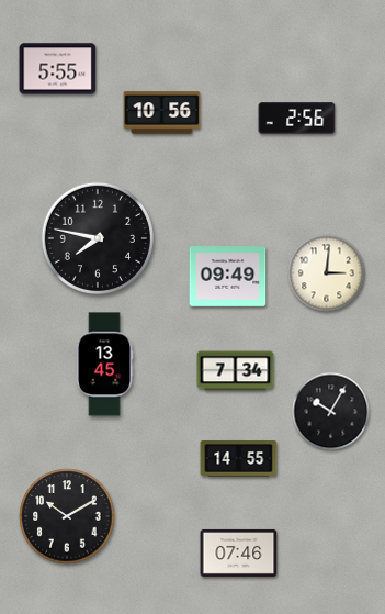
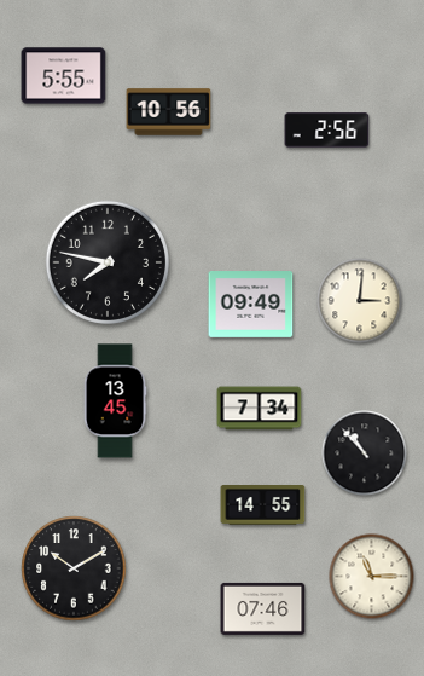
clock at (162, 113) position: (162, 113) -> (169, 112)
clock at (331, 412): 10:05 -> 10:53
clock at (372, 577): none -> 11:15
